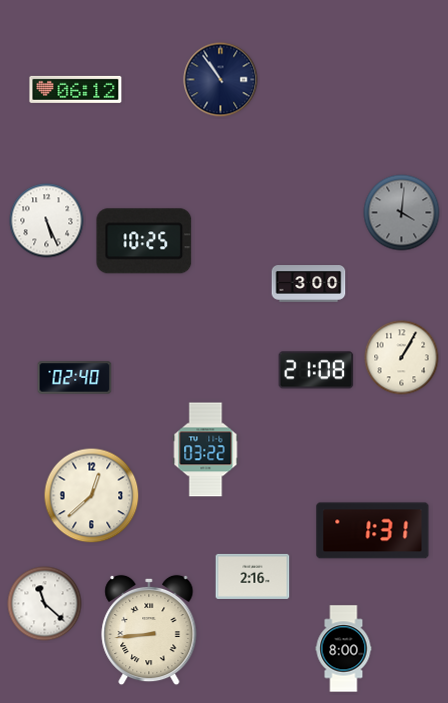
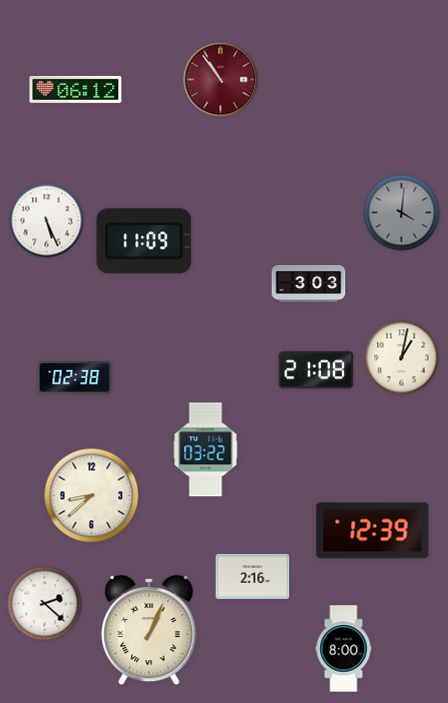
clock at (221, 80) dial: navy -> burgundy
clock at (144, 241): 10:25 -> 11:09
clock at (309, 284): 3:00 -> 3:03
clock at (402, 358): 1:05 -> 1:02
clock at (75, 378): 02:40 -> 02:38
clock at (92, 496): 12:38 -> 8:38
clock at (373, 531): 1:31 -> 12:39
clock at (45, 604): 11:22 -> 2:22
clock at (149, 630): 8:44 -> 1:04
